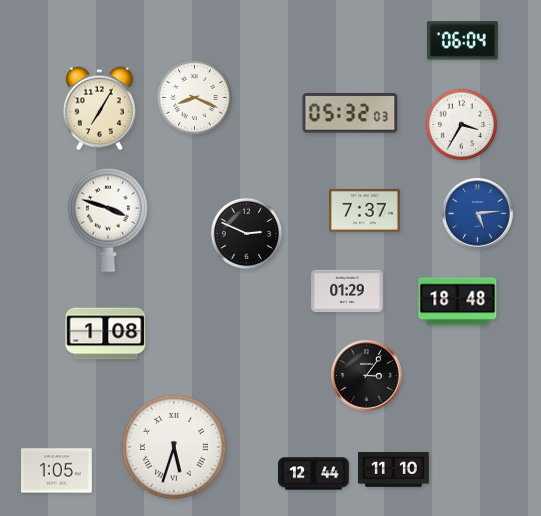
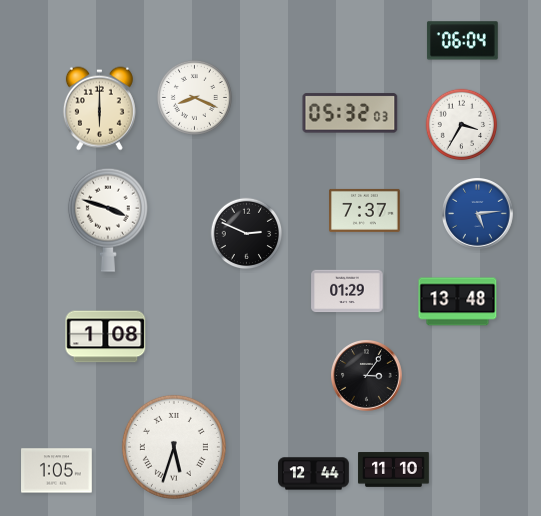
clock at (99, 109): 7:05 -> 6:00
clock at (458, 302): 18:48 -> 13:48
clock at (106, 334) position: (106, 334) -> (106, 337)
